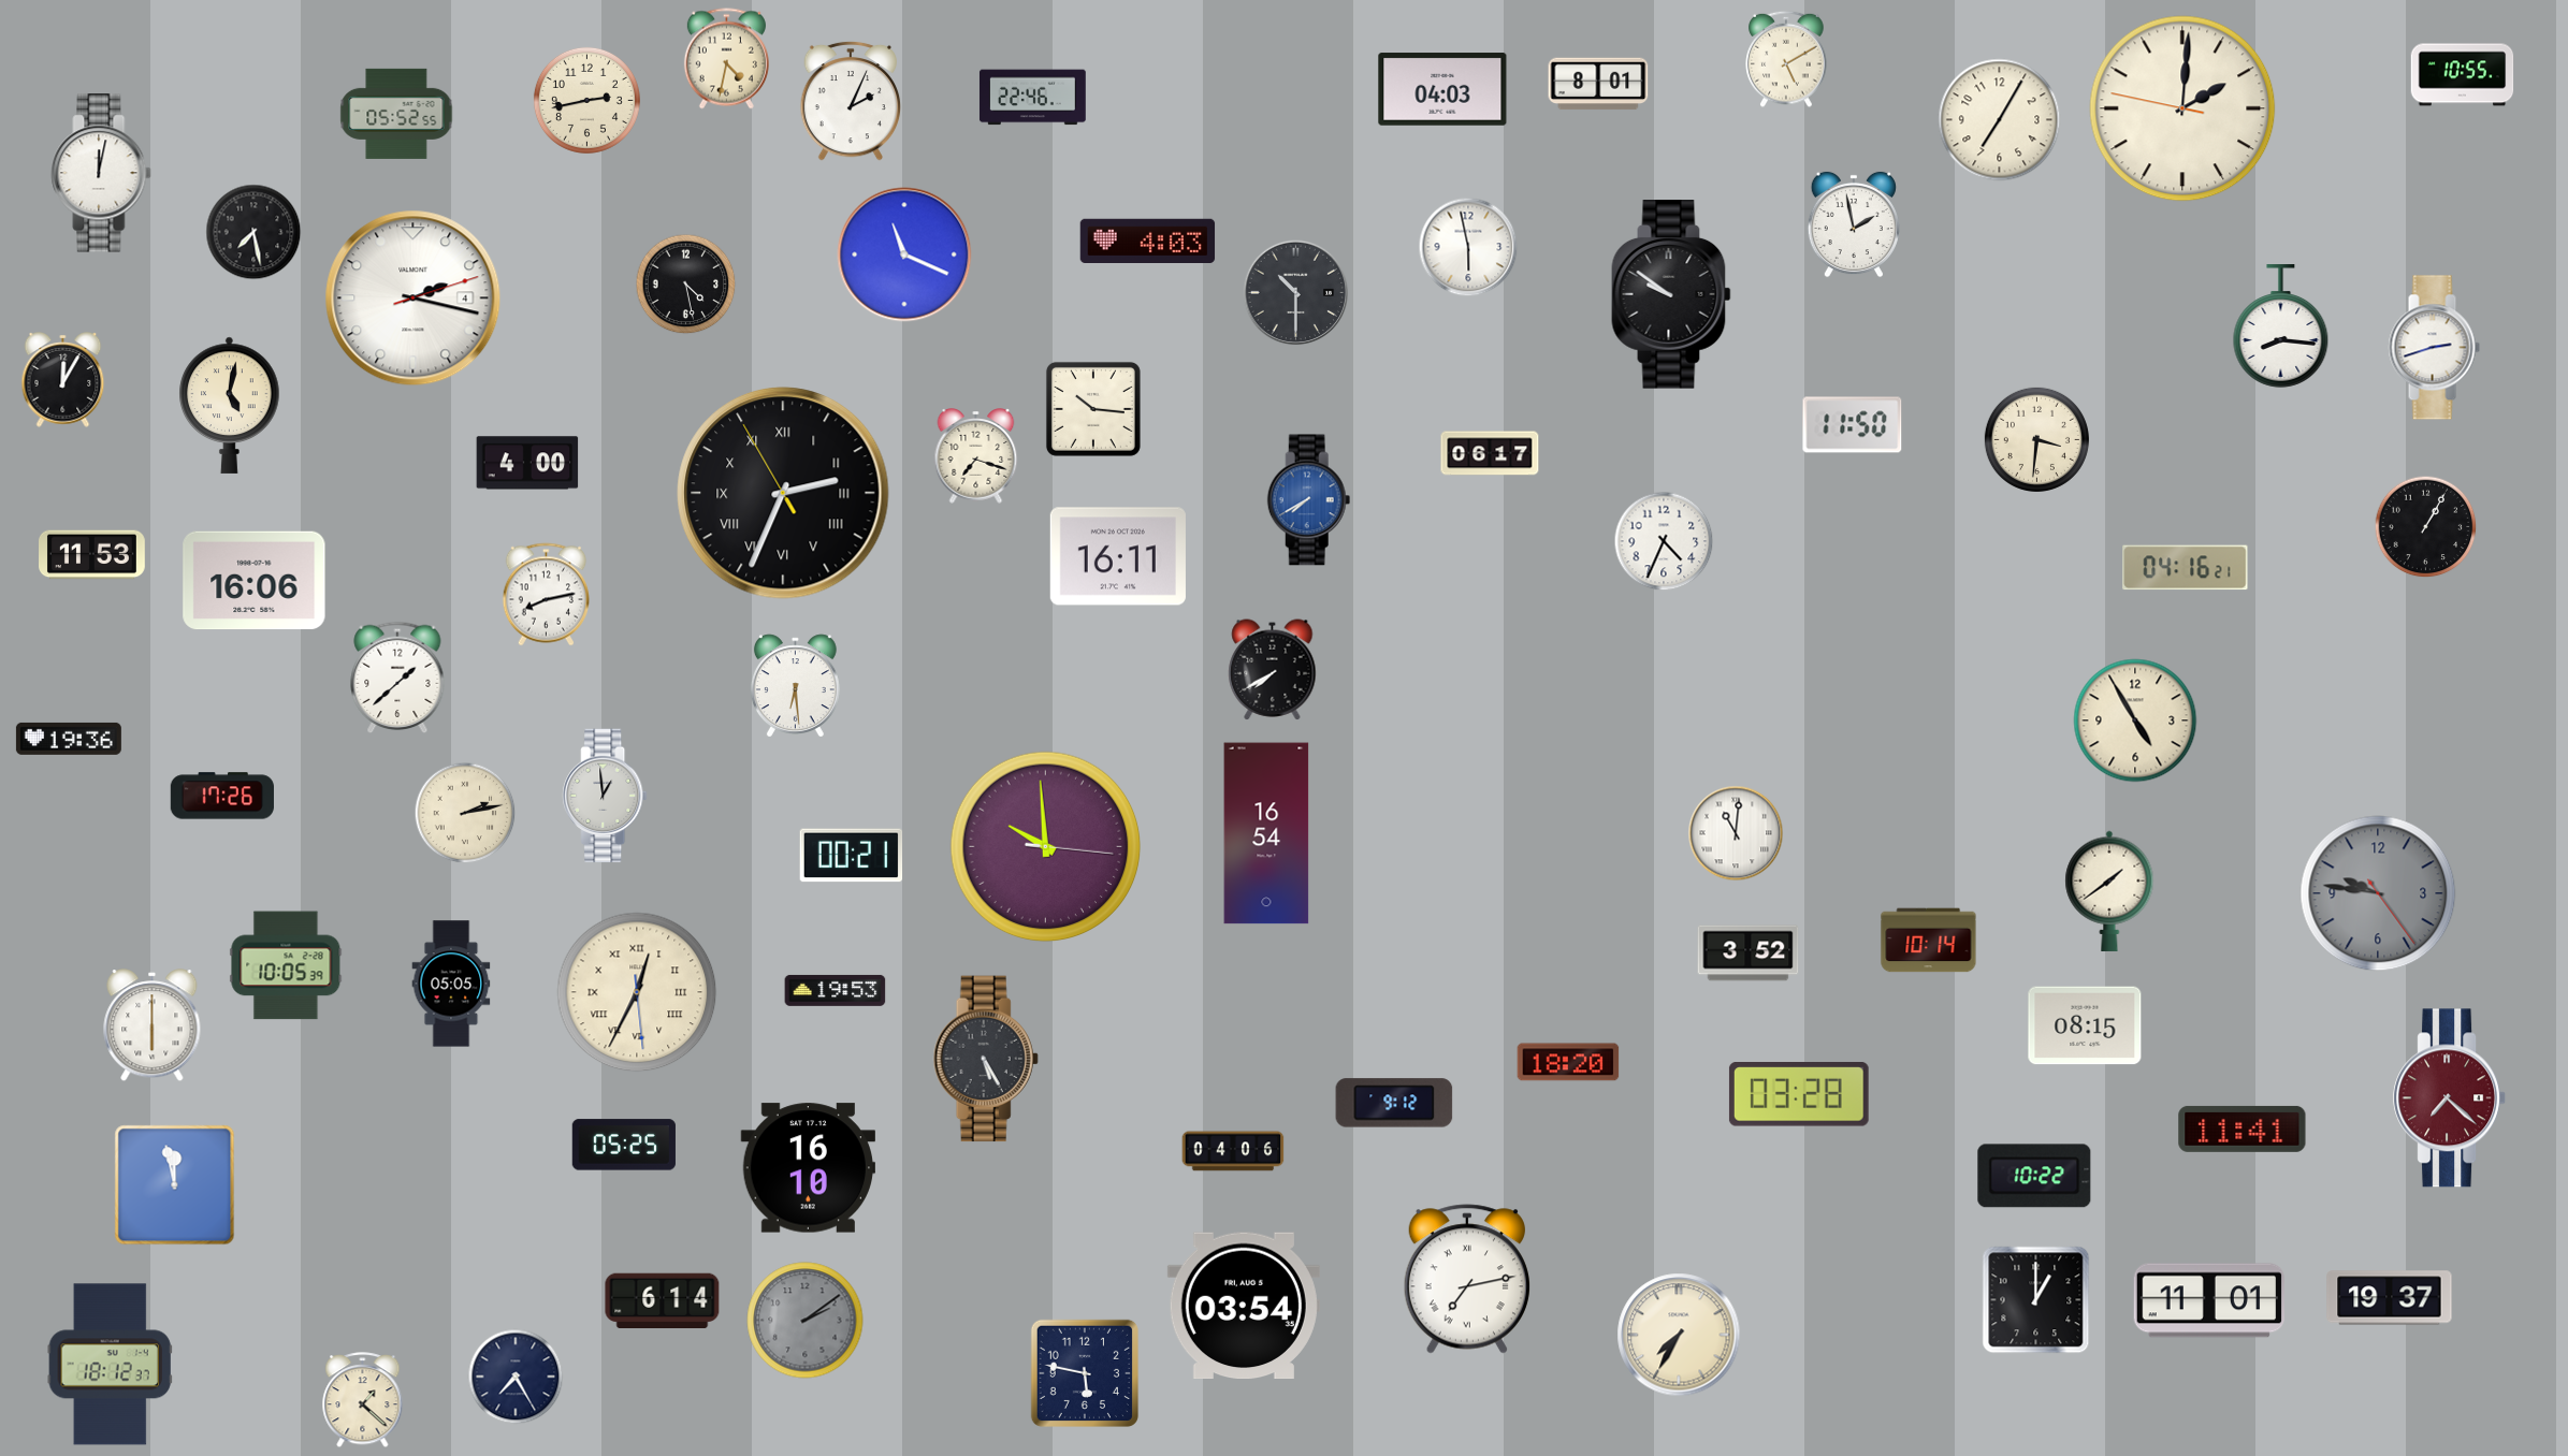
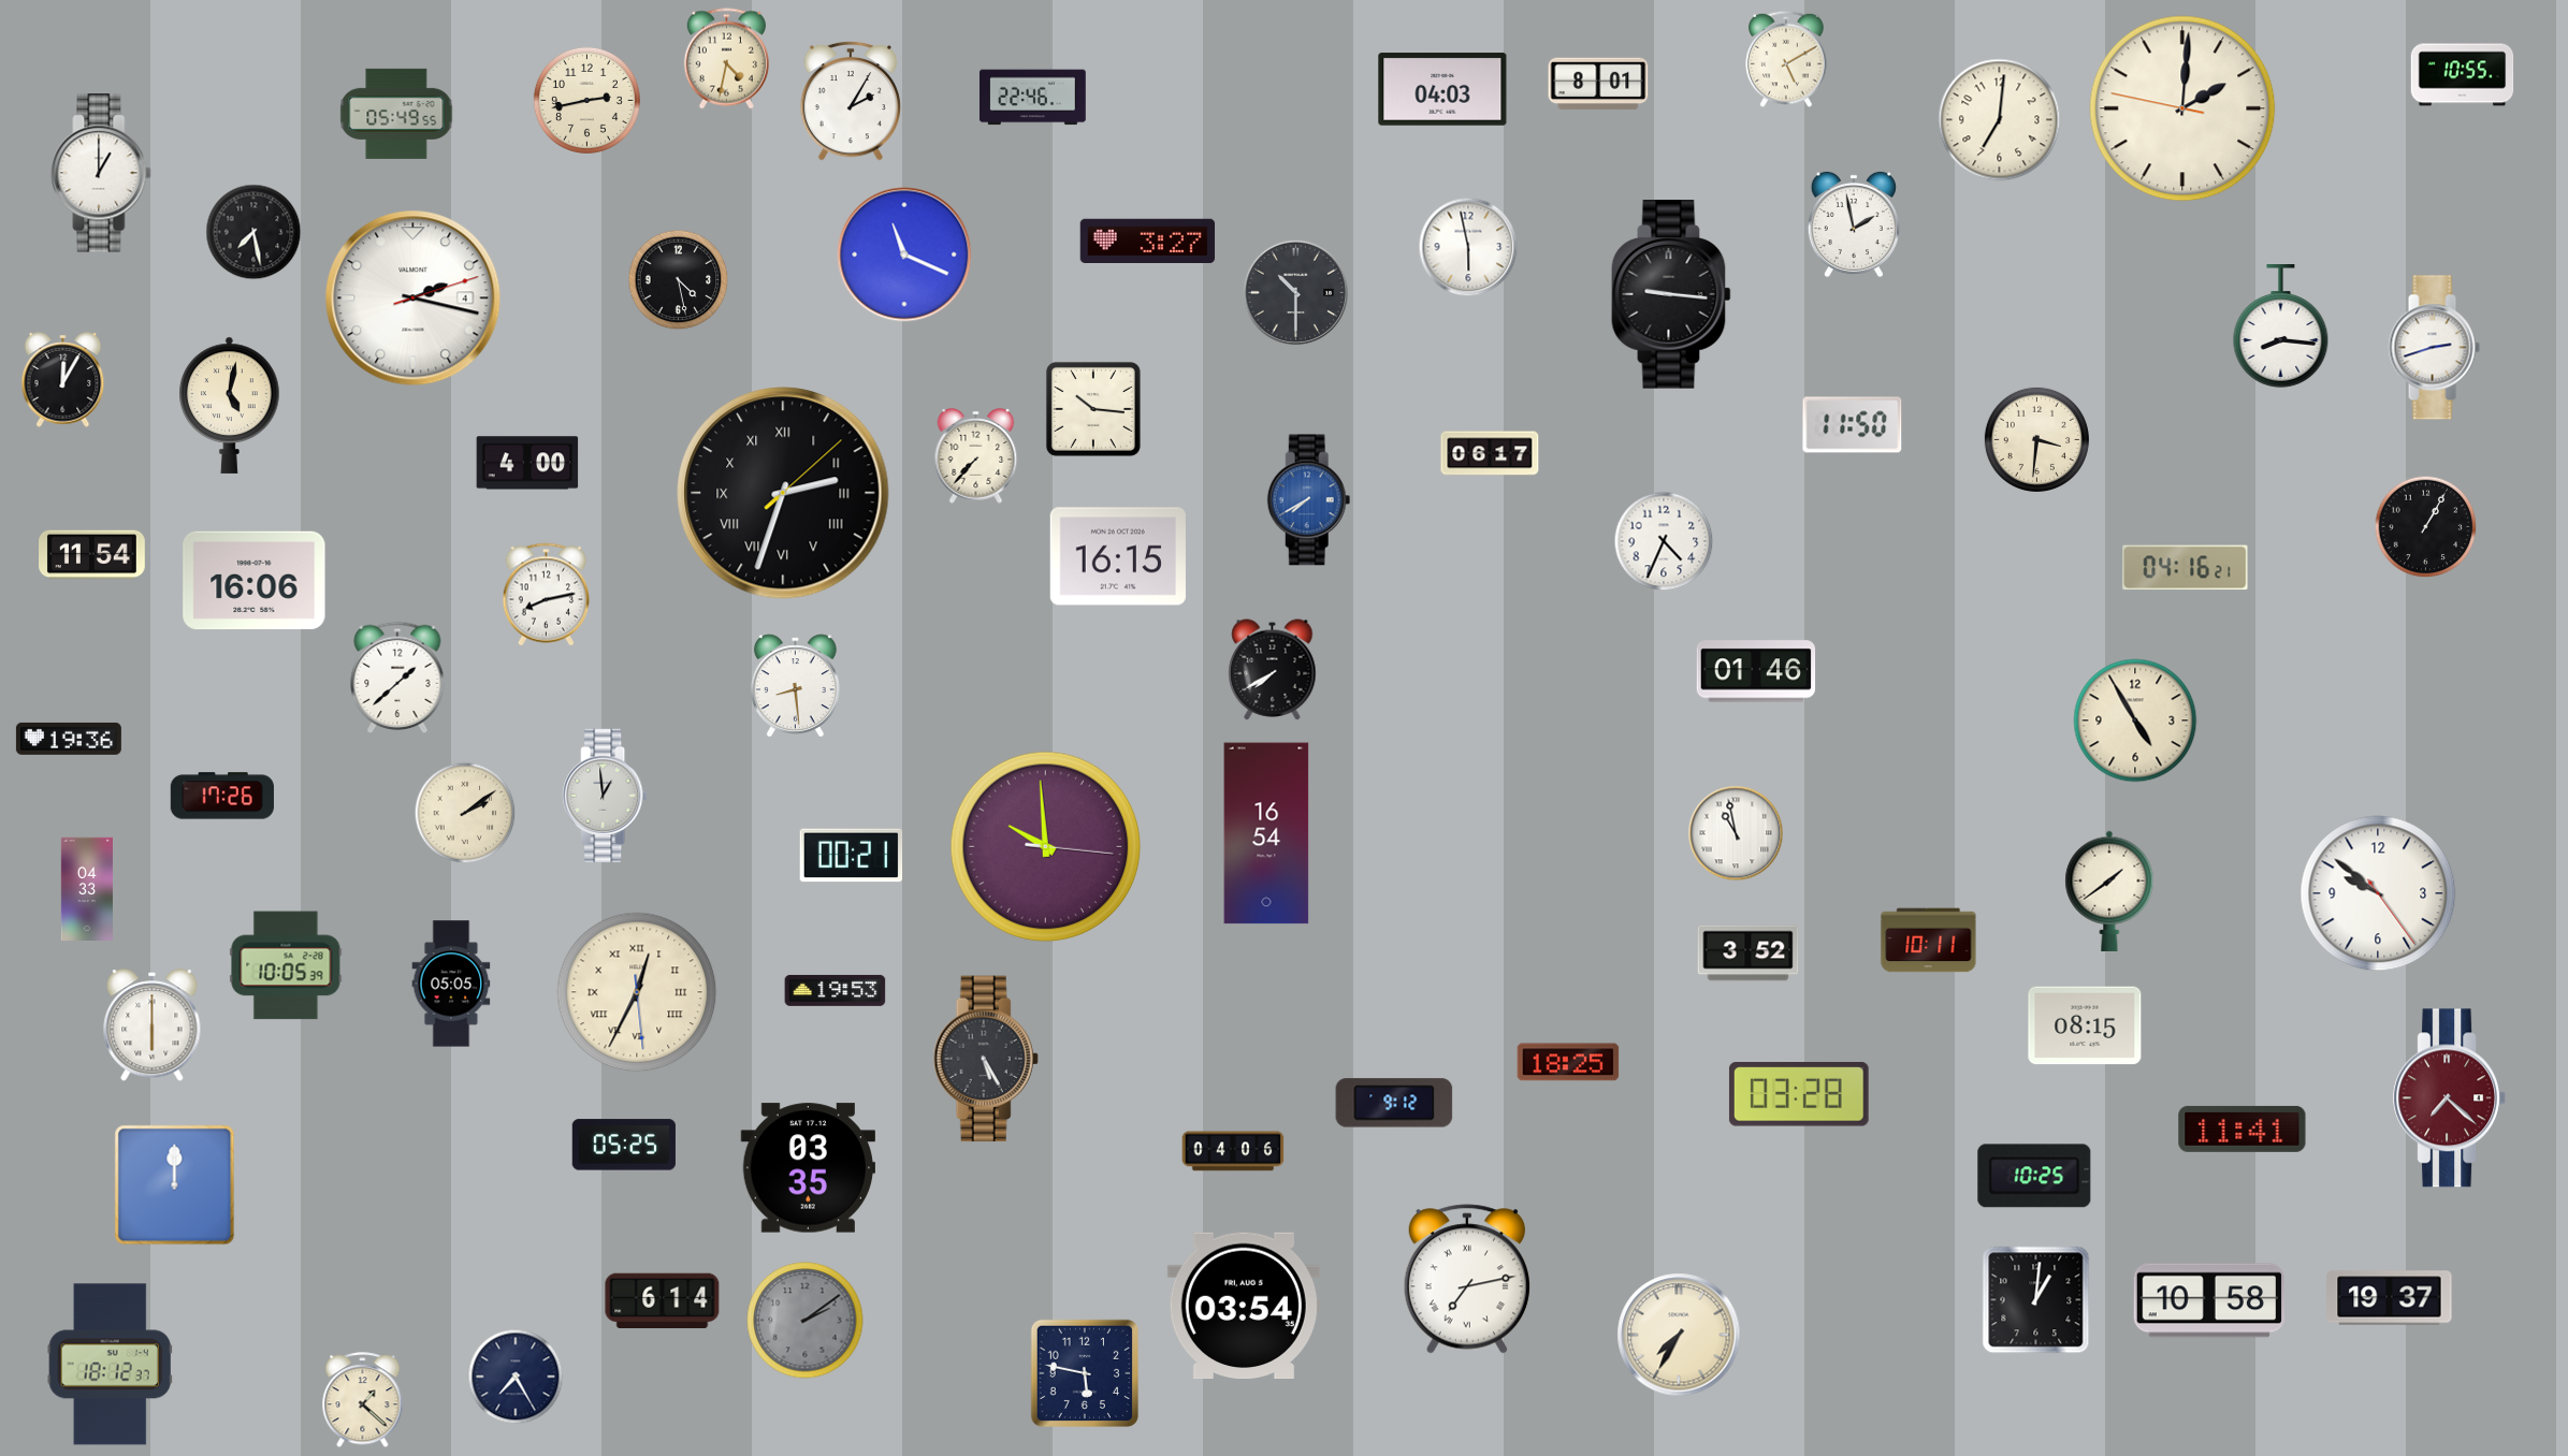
clock at (851, 101): 2:04 -> 2:05
clock at (396, 114): 05:52 -> 05:49
clock at (2000, 120): 7:05 -> 7:01
clock at (101, 173): 12:02 -> 1:00
clock at (1148, 241): 4:03 -> 3:27
clock at (686, 285) position: (686, 285) -> (679, 280)
clock at (1671, 294): 9:51 -> 9:16
clock at (976, 456): 7:18 -> 7:37
clock at (783, 493): 2:33:55 -> 2:33:08
clock at (92, 555): 11:53 -> 11:54
clock at (1118, 556): 16:11 -> 16:15
clock at (1756, 671): none -> 01:46
clock at (795, 685): 6:29 -> 8:29
clock at (465, 813): 2:13 -> 2:09
clock at (1736, 833): 11:01 -> 10:58
clock at (87, 888): none -> 04:33
clock at (2378, 893): 9:46 -> 9:51
clock at (2378, 893) dial: grey -> white
clock at (1929, 941): 10:14 -> 10:11
clock at (1568, 1062): 18:20 -> 18:25
clock at (808, 1168): 16:10 -> 03:35
clock at (2034, 1176): 10:22 -> 10:25
clock at (175, 1185): 11:58 -> 12:00
clock at (2036, 1300): 1:00 -> 1:01
clock at (2208, 1300): 11:01 -> 10:58
